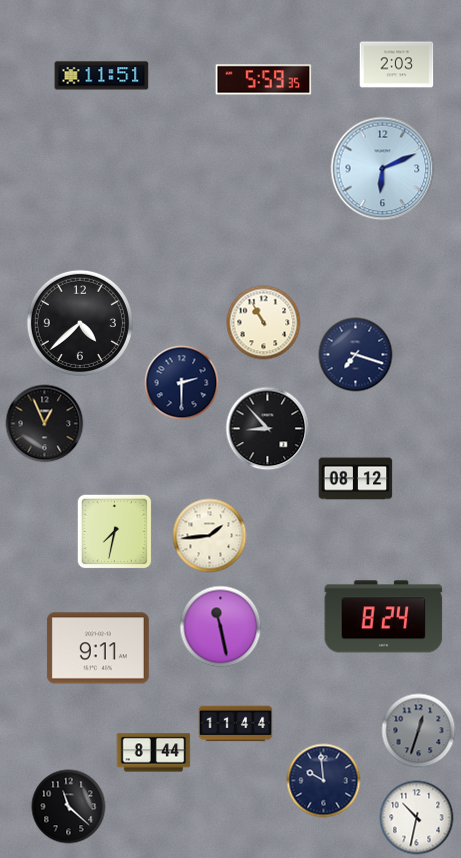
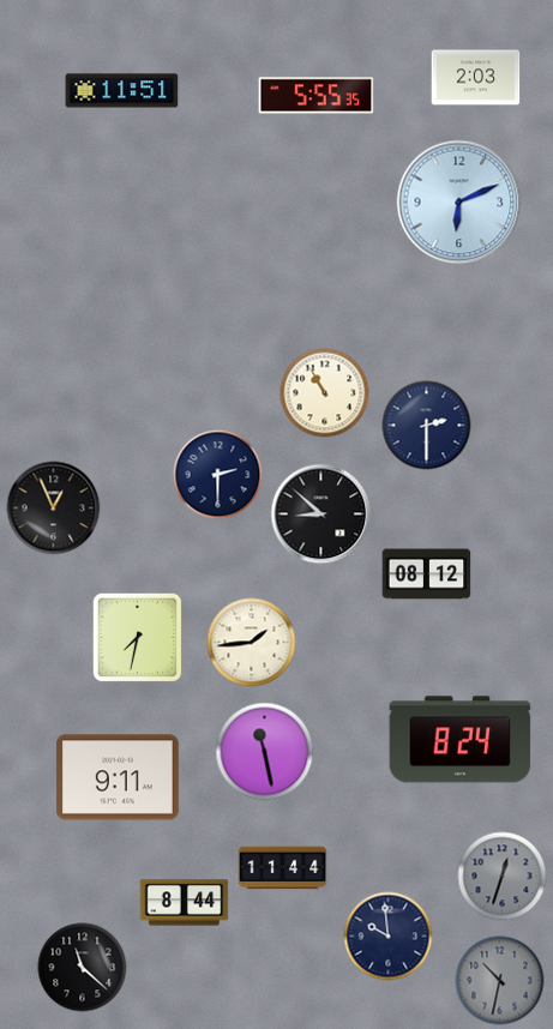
clock at (264, 80): 5:59 -> 5:55
clock at (80, 323): 4:38 -> none
clock at (264, 323) position: (264, 323) -> (325, 393)
clock at (356, 355): 7:18 -> 2:30
clock at (182, 383) position: (182, 383) -> (218, 475)
clock at (268, 429): 8:53 -> 8:52
clock at (417, 818) dial: white -> grey
